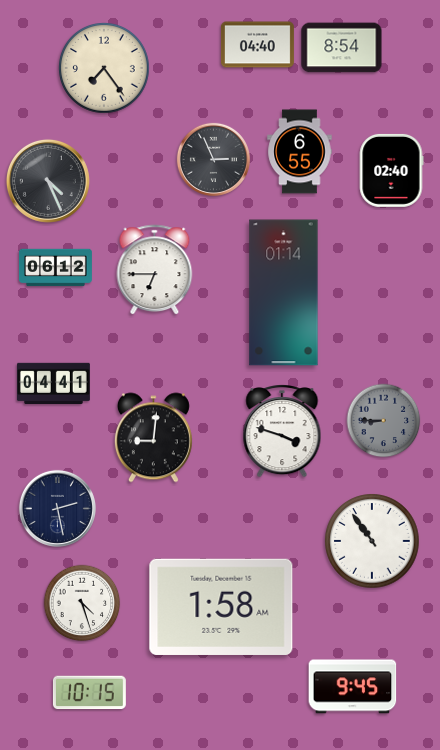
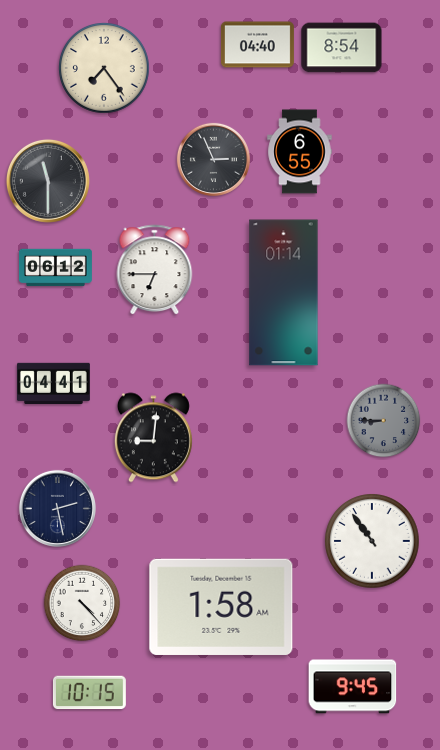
clock at (391, 170): 02:40 -> none
clock at (48, 181): 4:26 -> 11:30
clock at (282, 432): 3:48 -> none
clock at (82, 603): 4:27 -> 4:23
